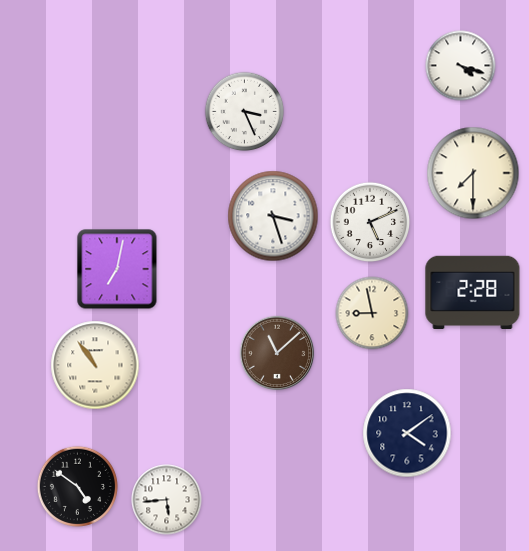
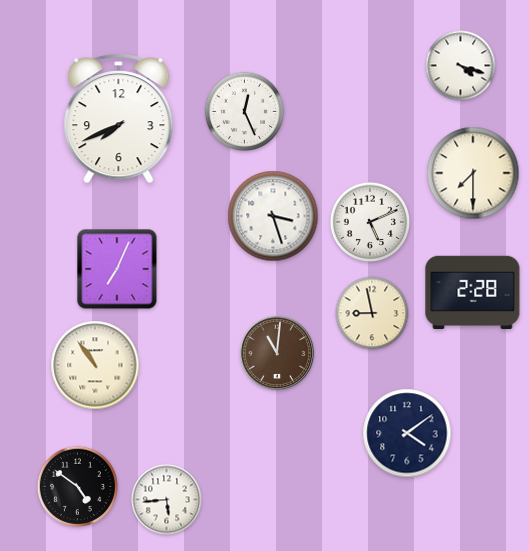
clock at (245, 112): 3:26 -> 12:26
clock at (119, 119): none -> 7:41
clock at (117, 269): 7:02 -> 7:04
clock at (277, 353): 11:08 -> 11:01
